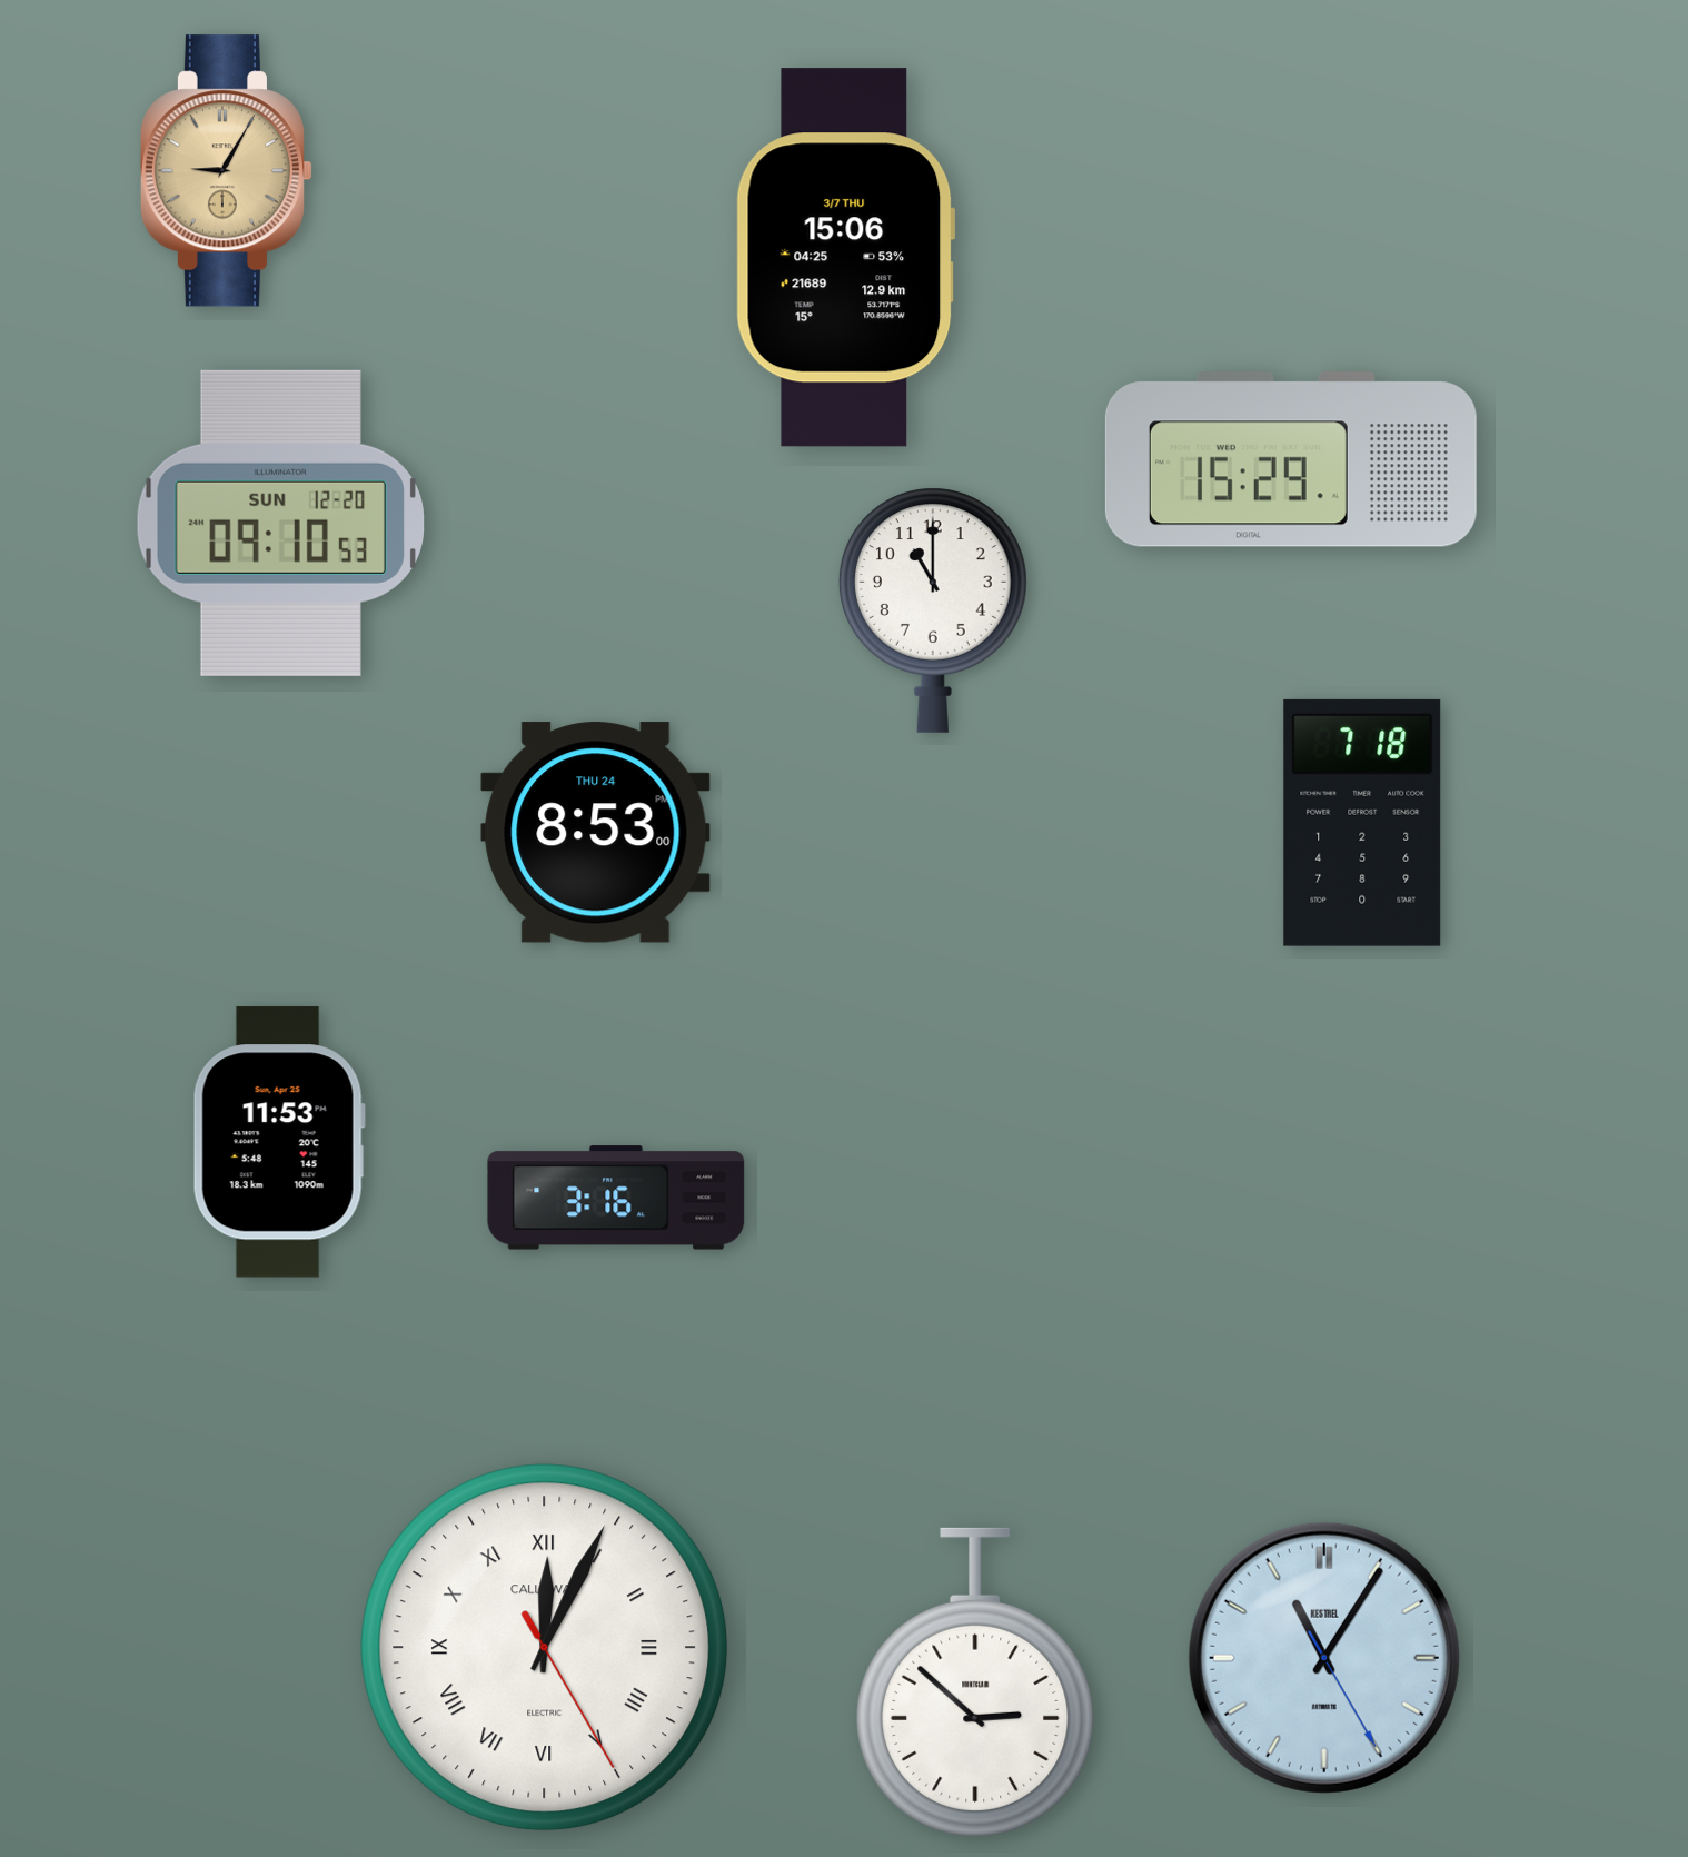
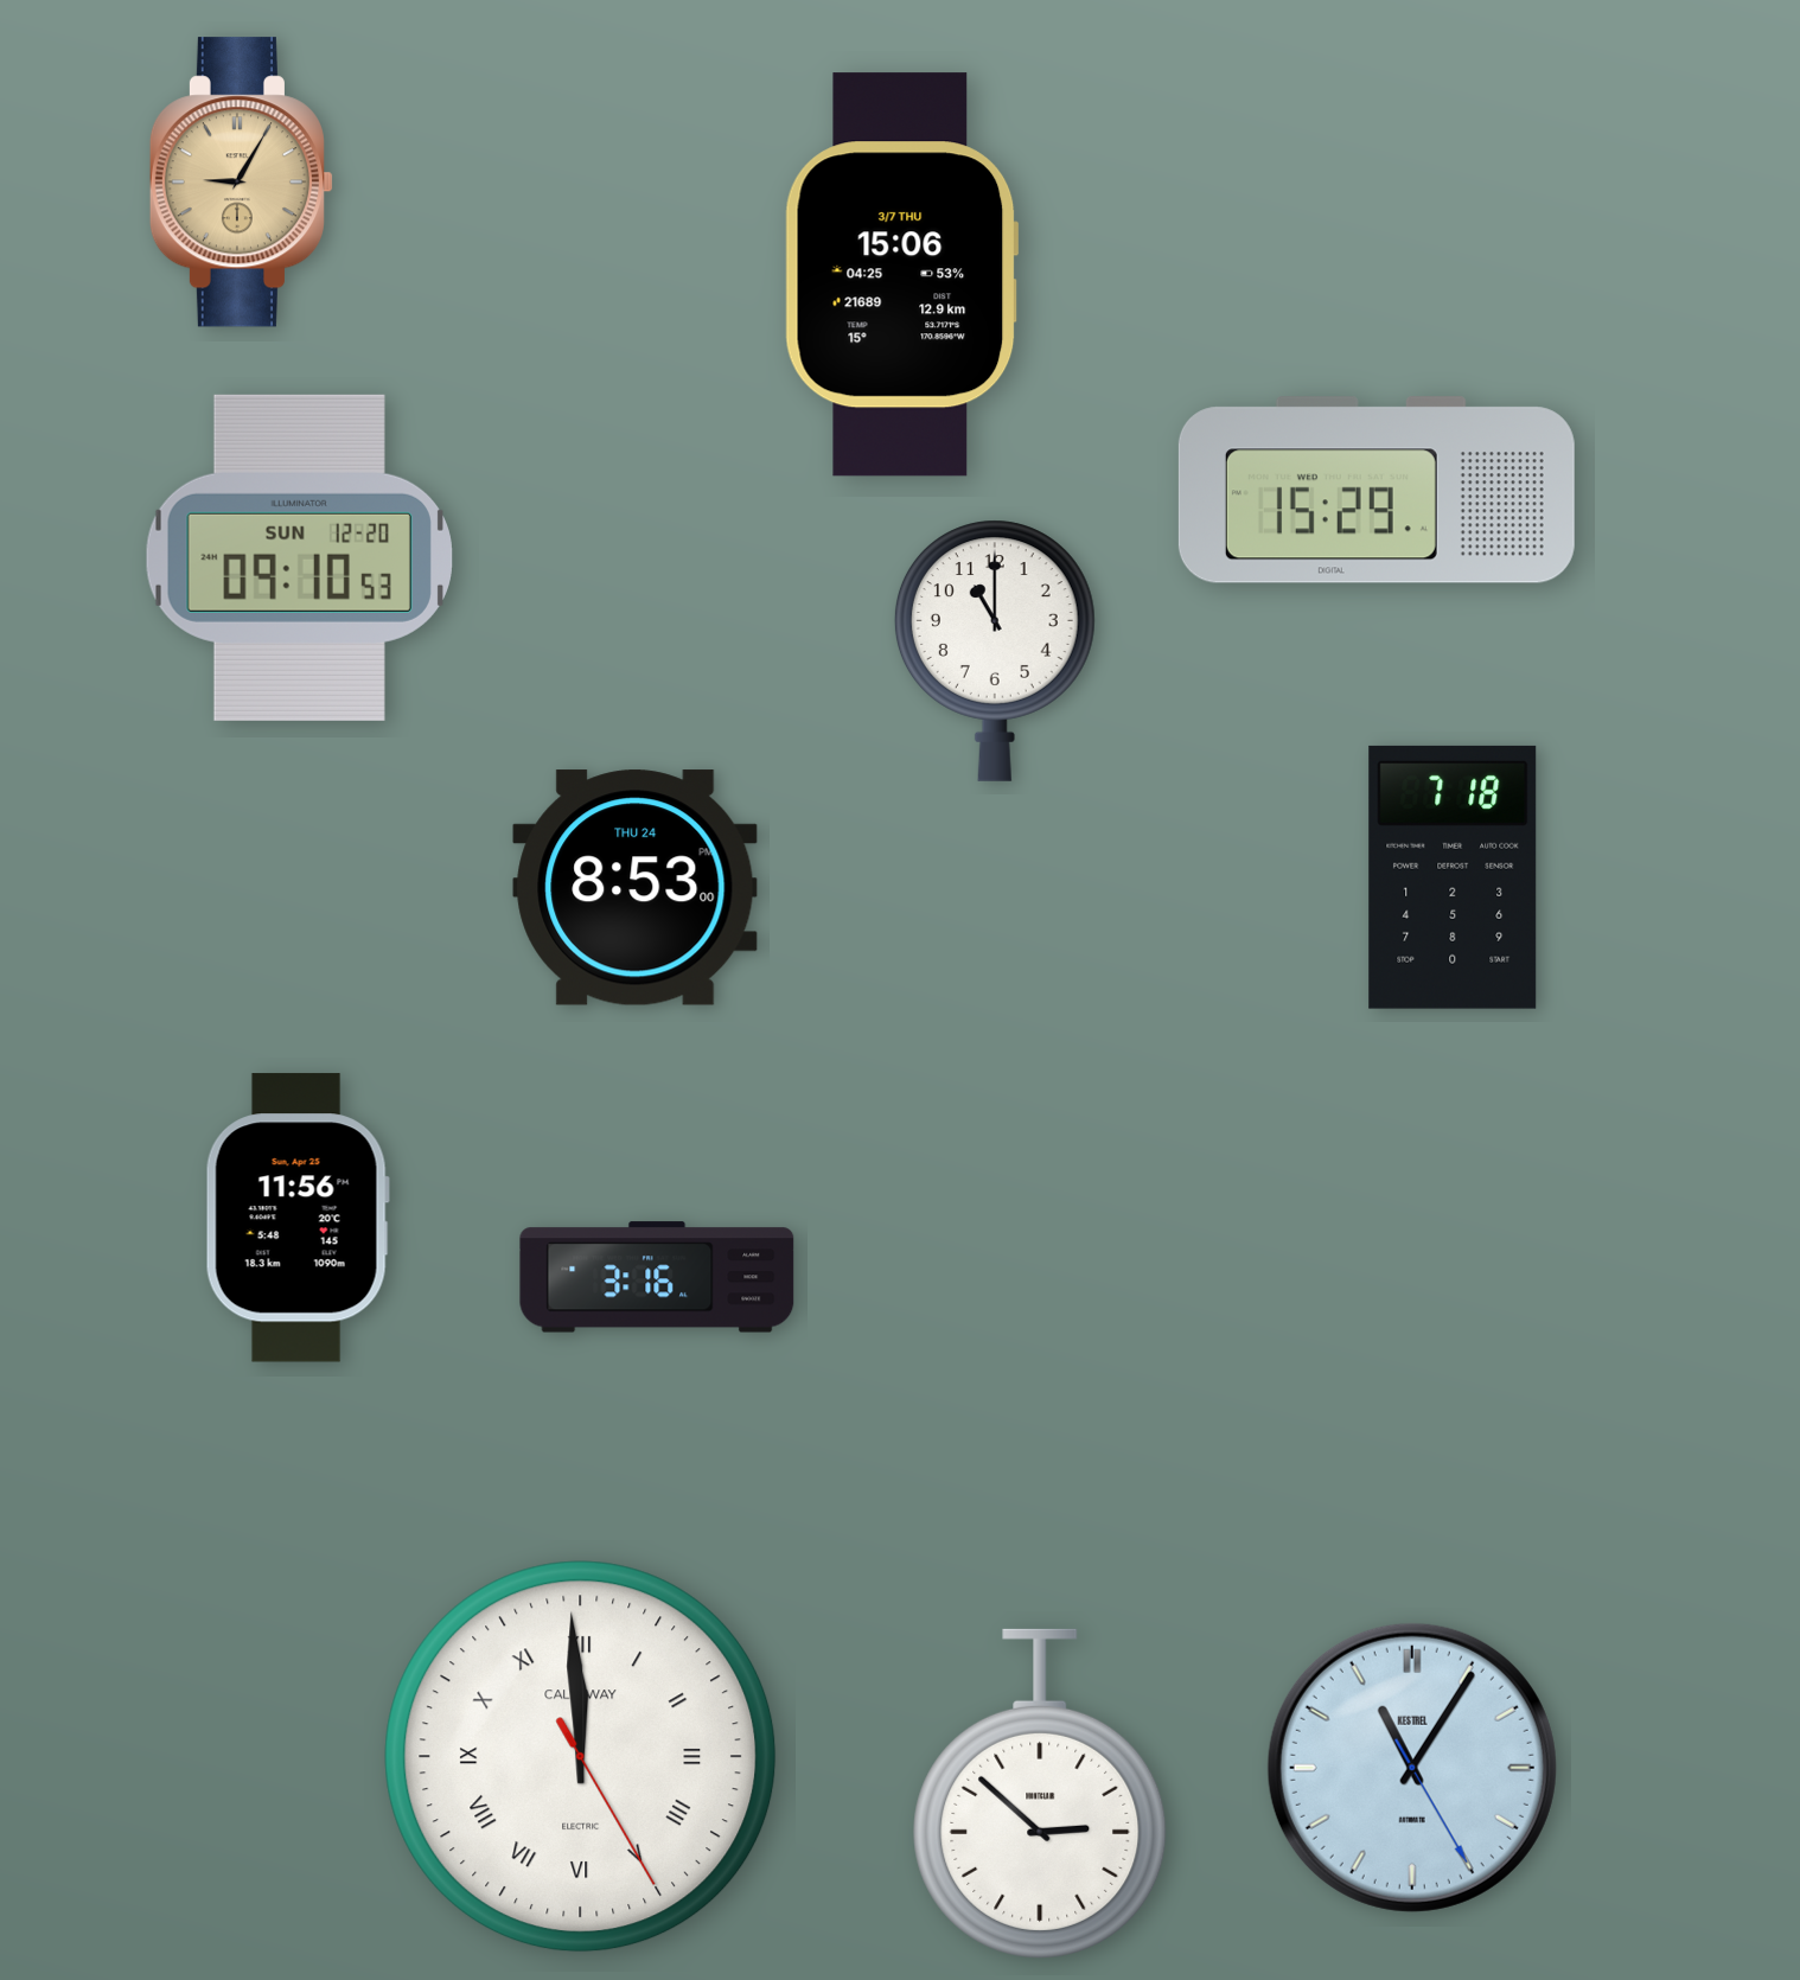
clock at (279, 1142): 11:53 -> 11:56
clock at (545, 1648): 12:04 -> 11:59
